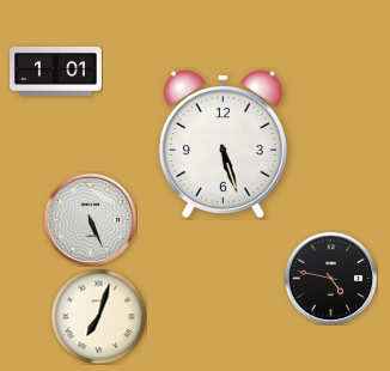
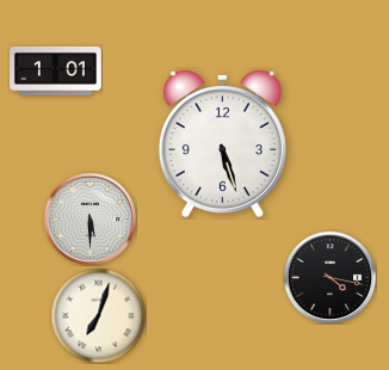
clock at (90, 219): 5:26 -> 5:30
clock at (330, 278): 4:47 -> 4:17
